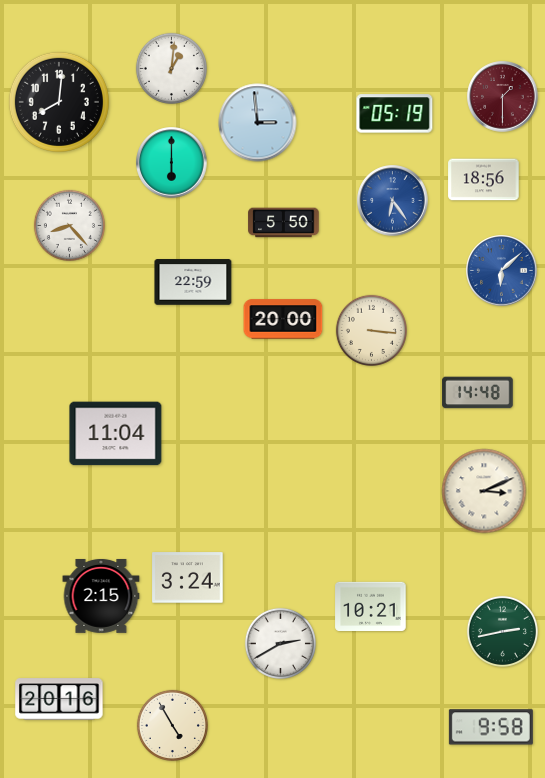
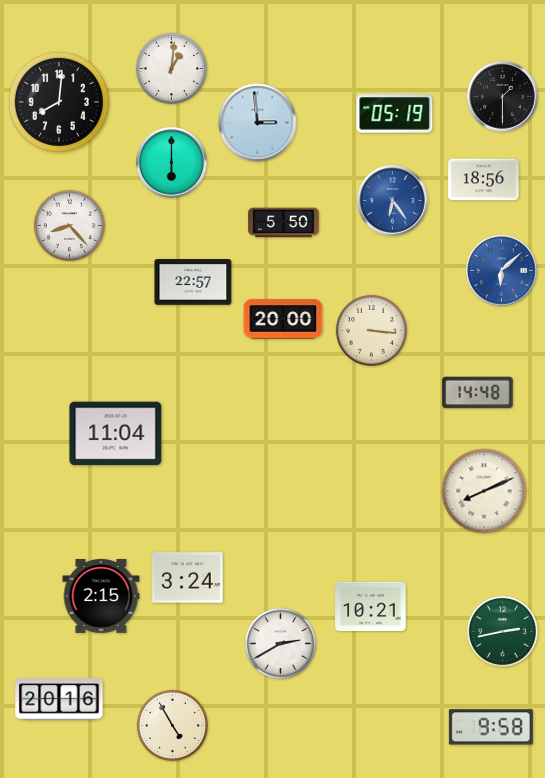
clock at (503, 97) dial: burgundy -> black
clock at (193, 282): 22:59 -> 22:57
clock at (484, 491): 3:11 -> 8:11
